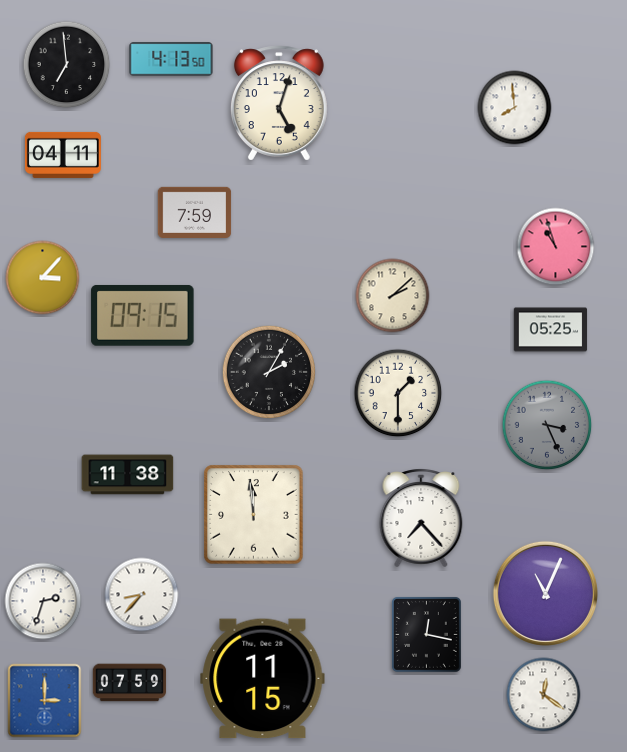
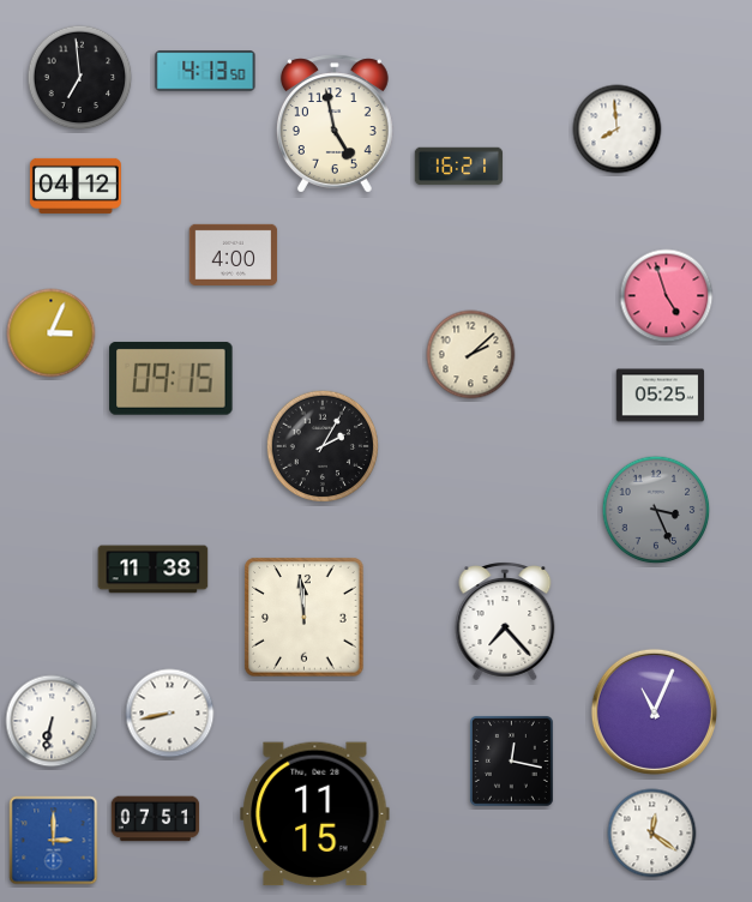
clock at (279, 103): 5:03 -> 4:58
clock at (459, 167): none -> 16:21
clock at (63, 155): 04:11 -> 04:12
clock at (195, 212): 7:59 -> 4:00
clock at (556, 247): 10:57 -> 4:57
clock at (43, 278): 3:07 -> 3:04
clock at (398, 393): 1:30 -> none
clock at (142, 595): 8:37 -> 8:43
clock at (43, 601): 2:33 -> 6:32
clock at (130, 683): 07:59 -> 07:51
